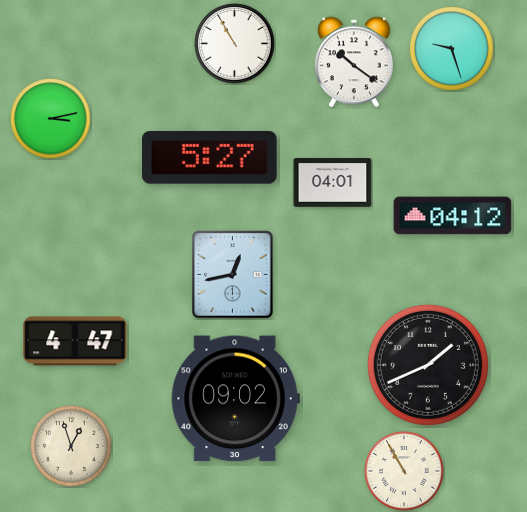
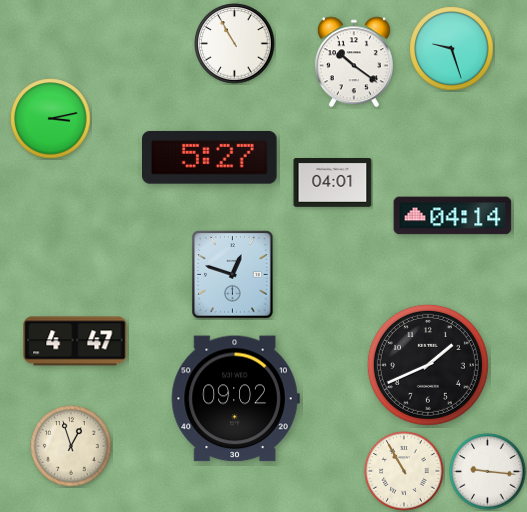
clock at (453, 216): 04:12 -> 04:14
clock at (233, 275): 12:43 -> 12:48
clock at (488, 472): none -> 9:16
